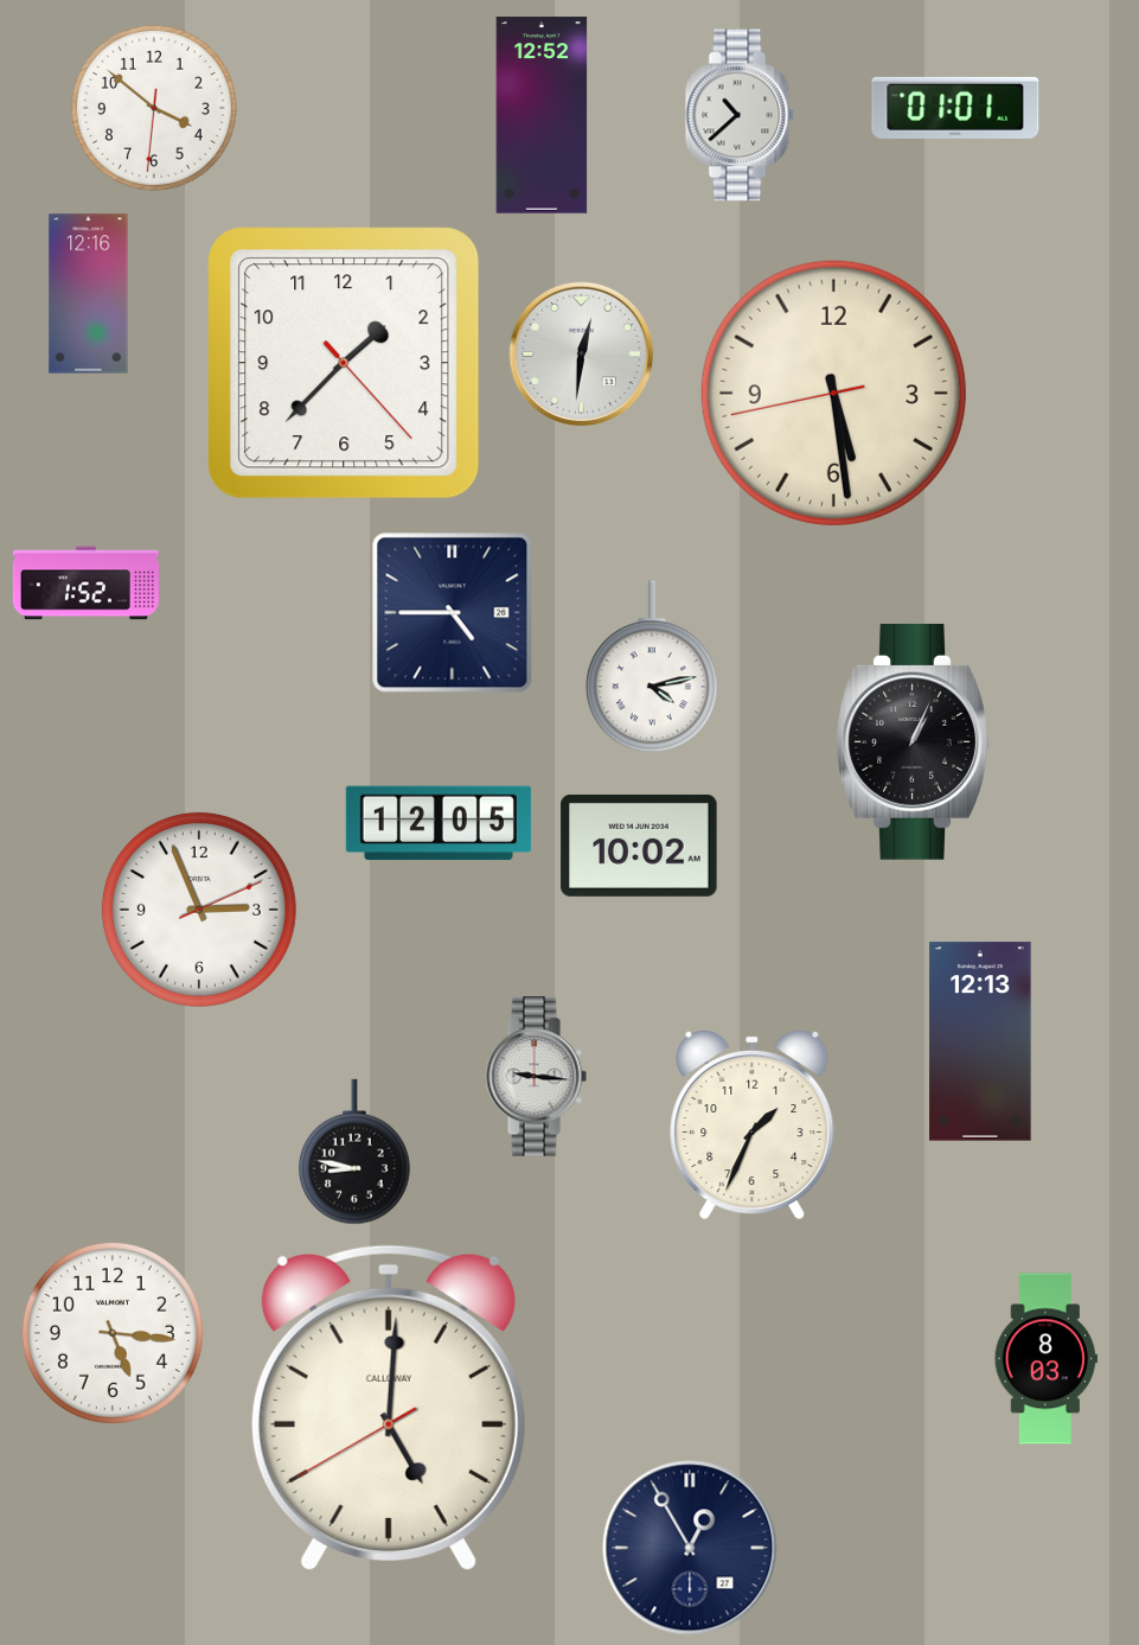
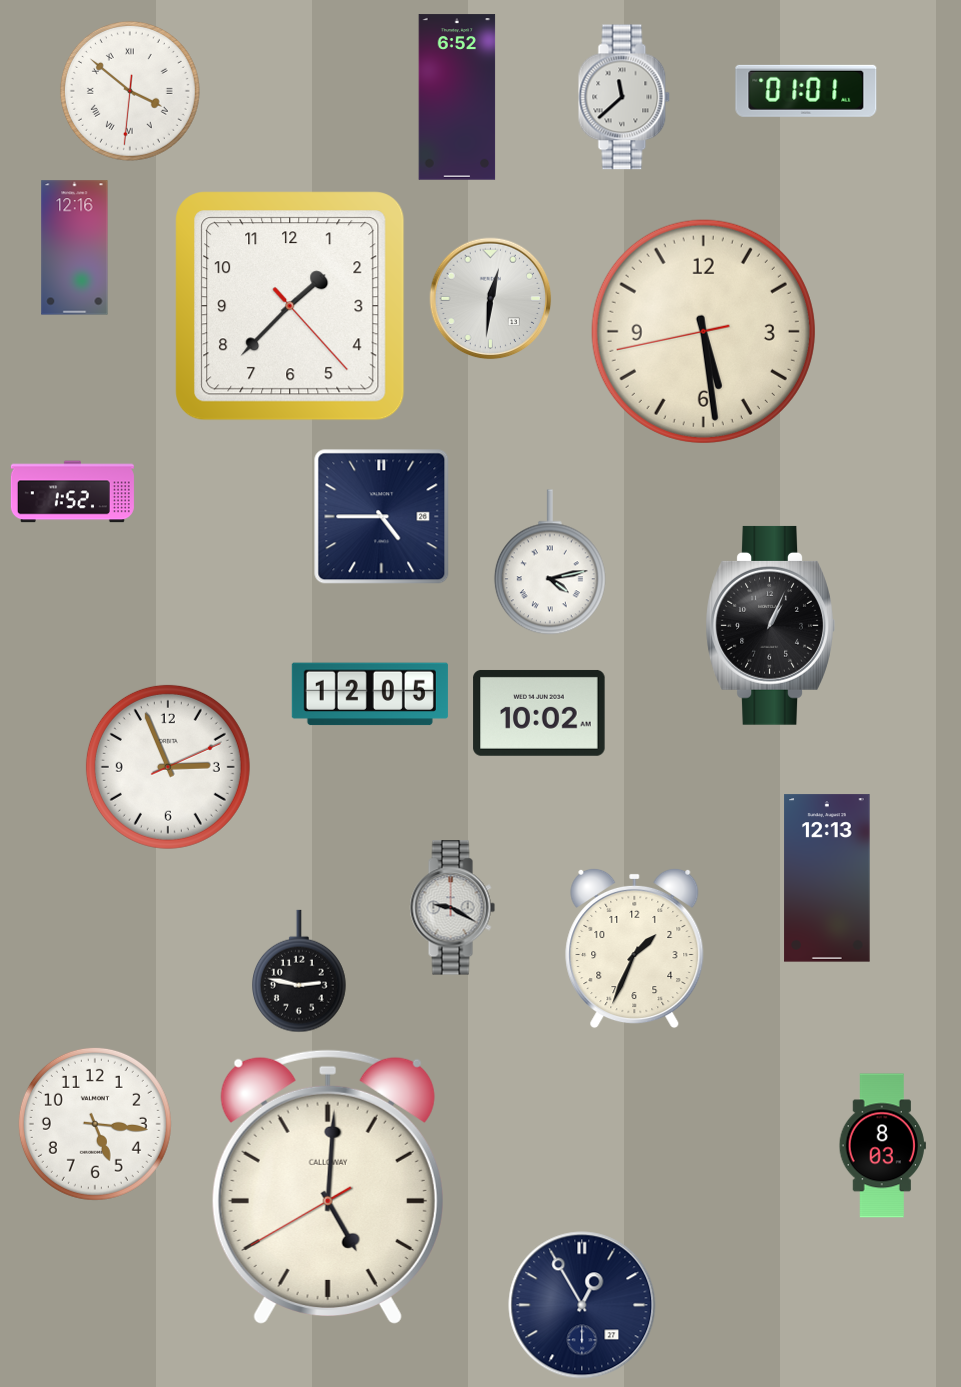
clock at (154, 108) numerals: Arabic -> Roman
clock at (542, 115): 12:52 -> 6:52
clock at (740, 115): 10:38 -> 11:38
clock at (536, 1077): 9:16 -> 9:20
clock at (356, 1152): 8:47 -> 2:47
